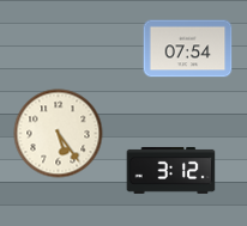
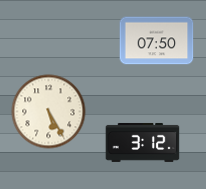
clock at (188, 49): 07:54 -> 07:50
clock at (59, 134): 5:24 -> 5:25
